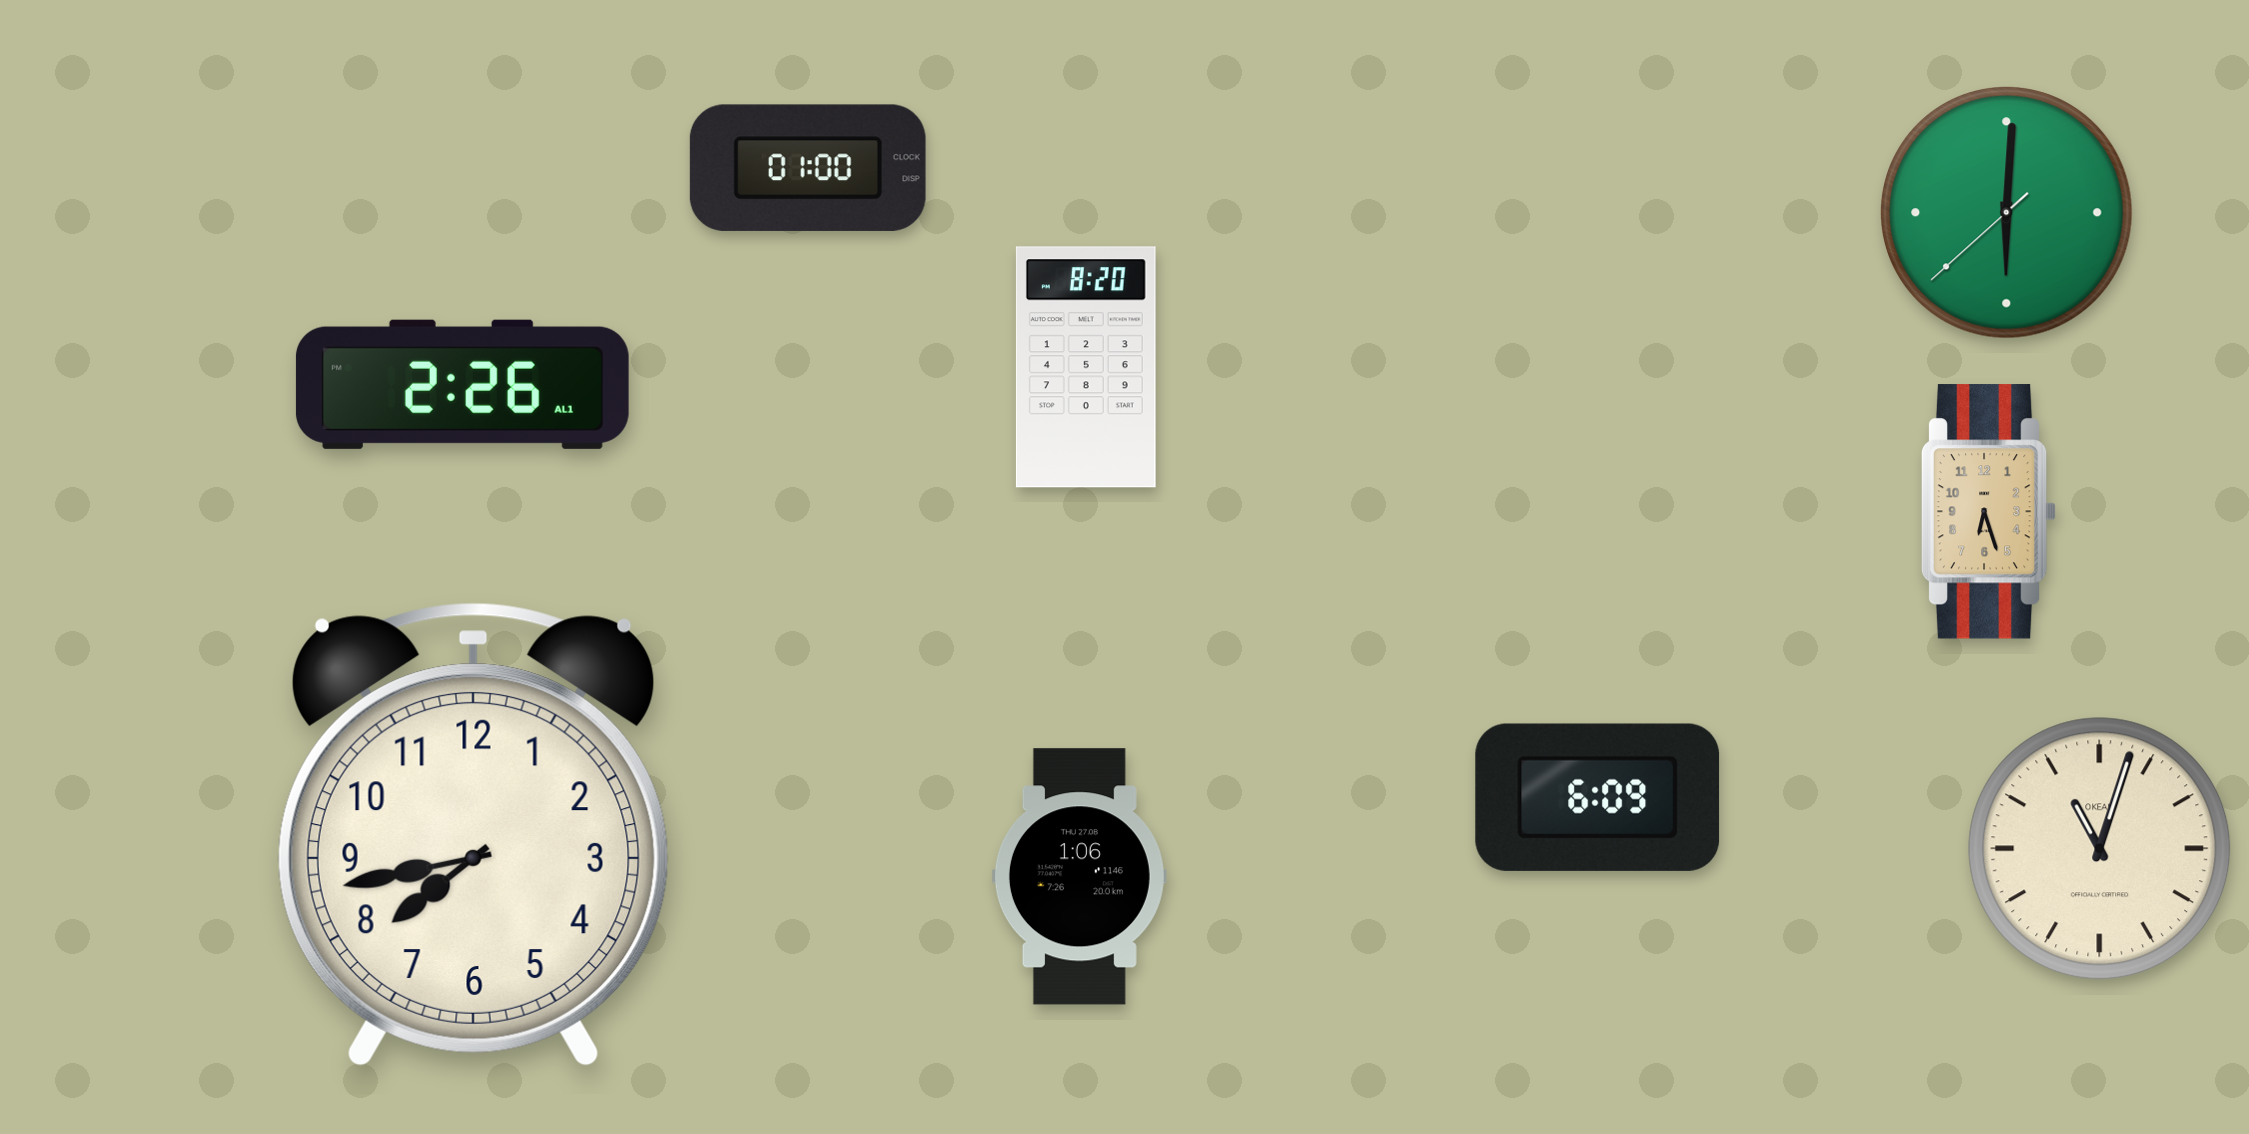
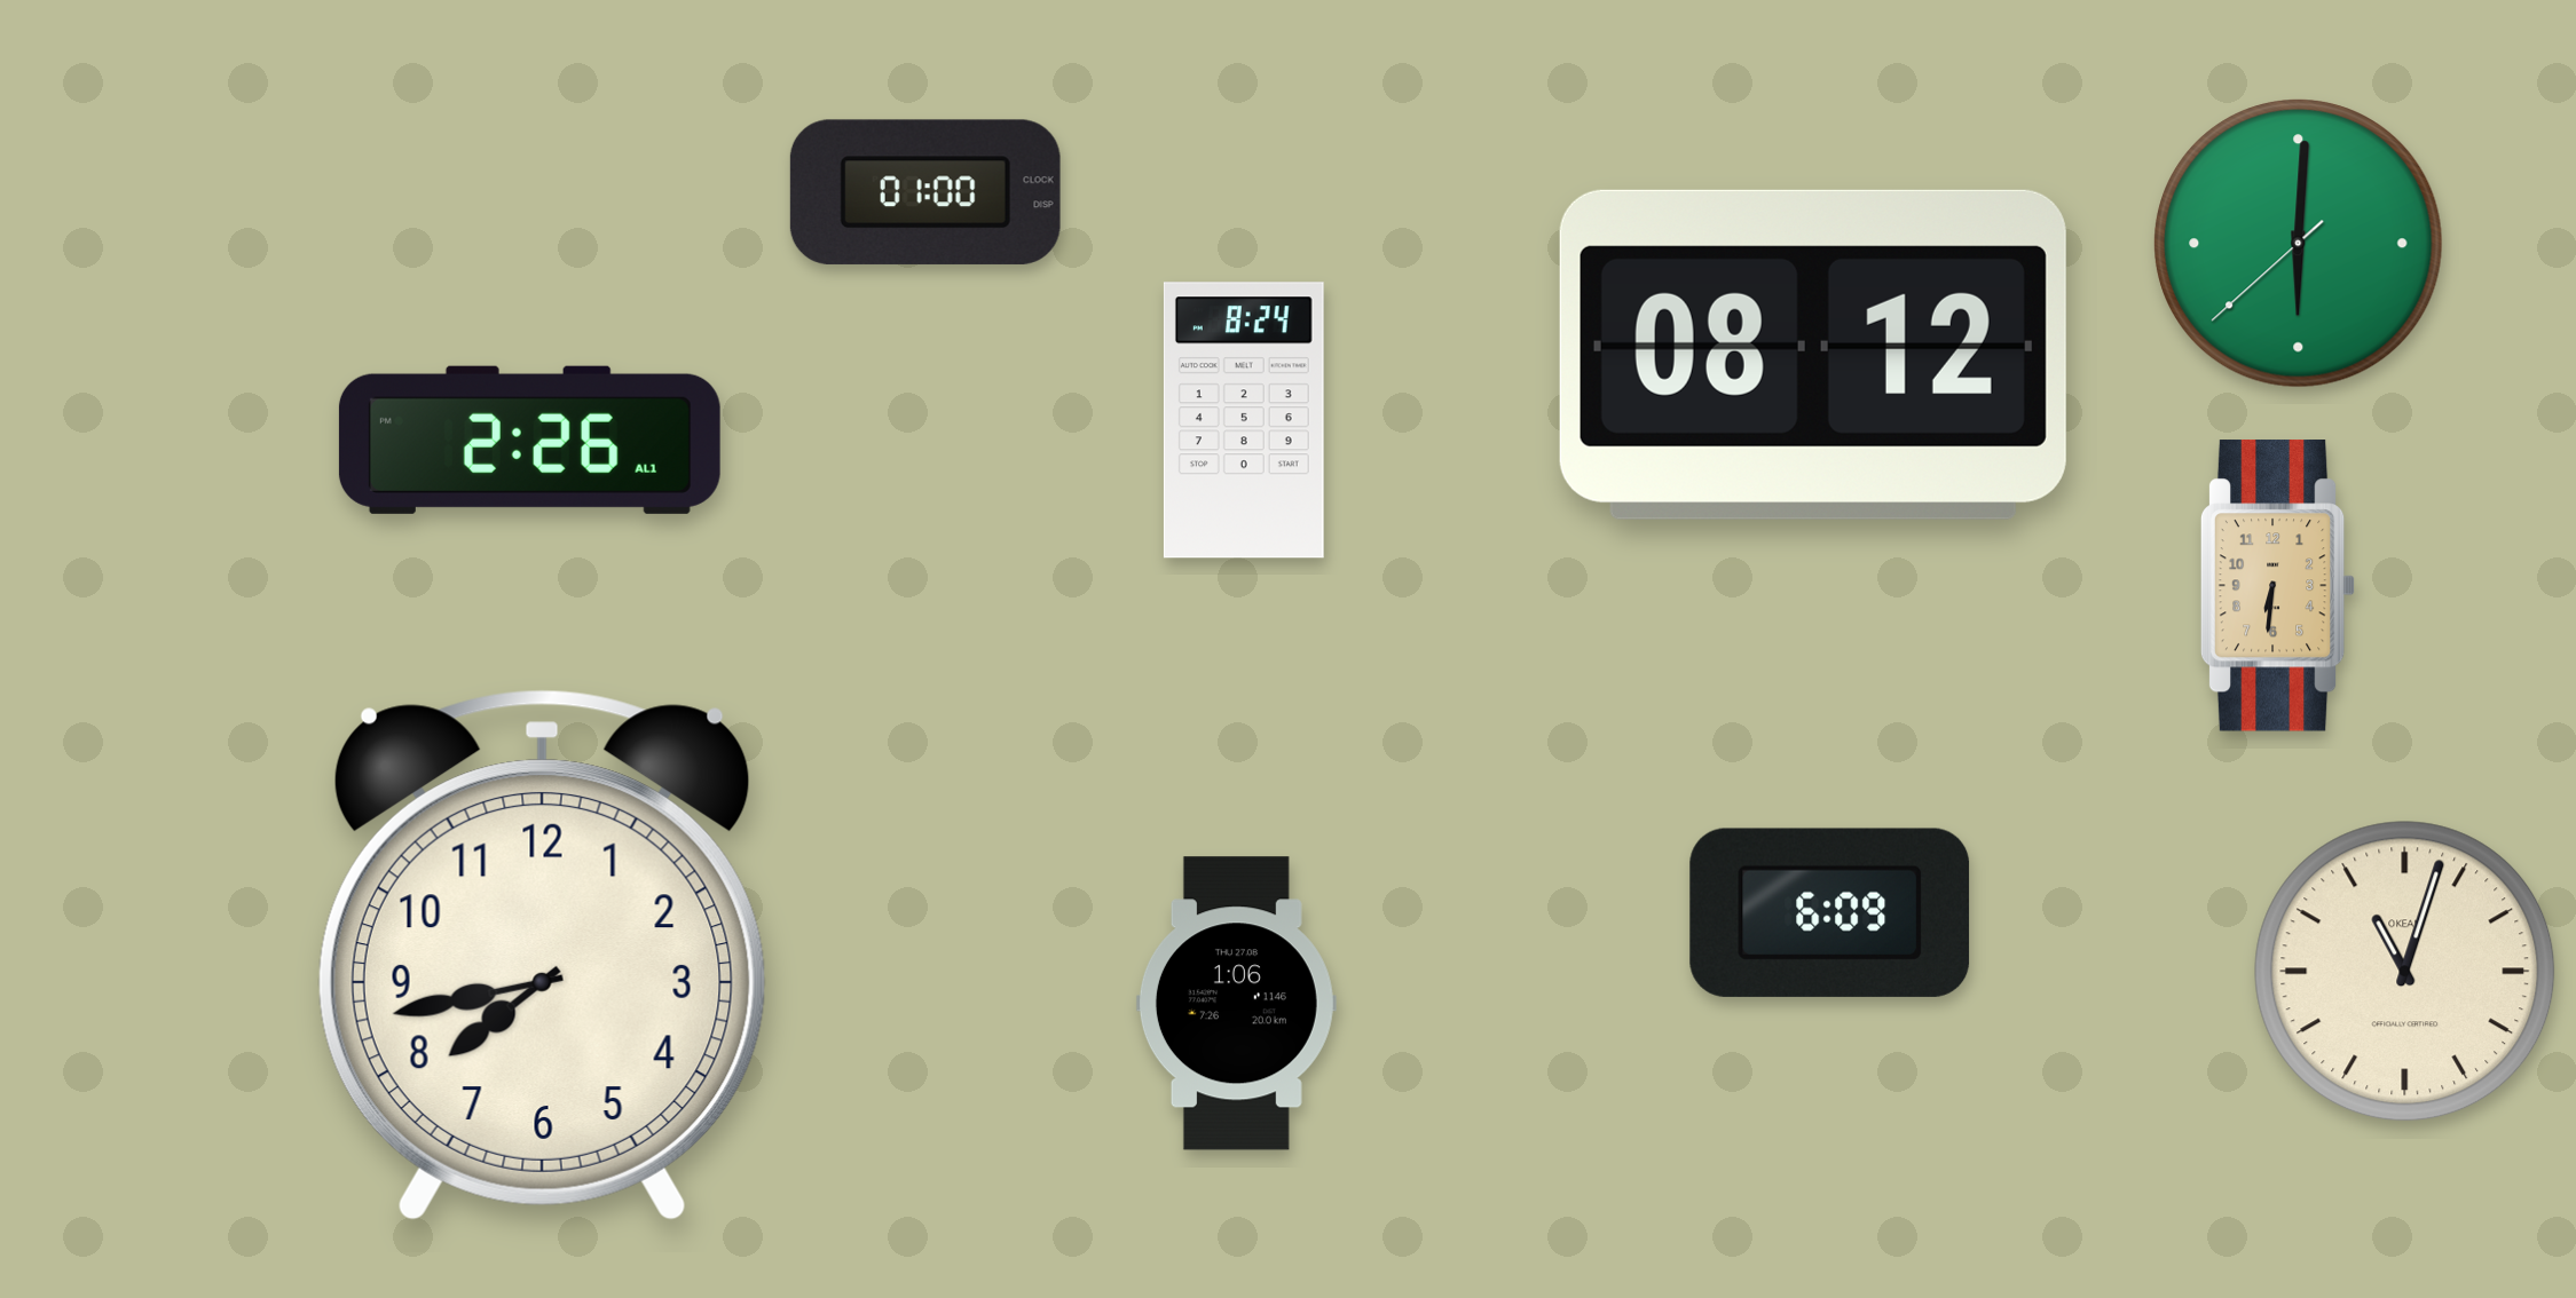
clock at (1813, 355): none -> 08:12
clock at (1086, 367): 8:20 -> 8:24
clock at (1988, 512): 6:27 -> 6:31
